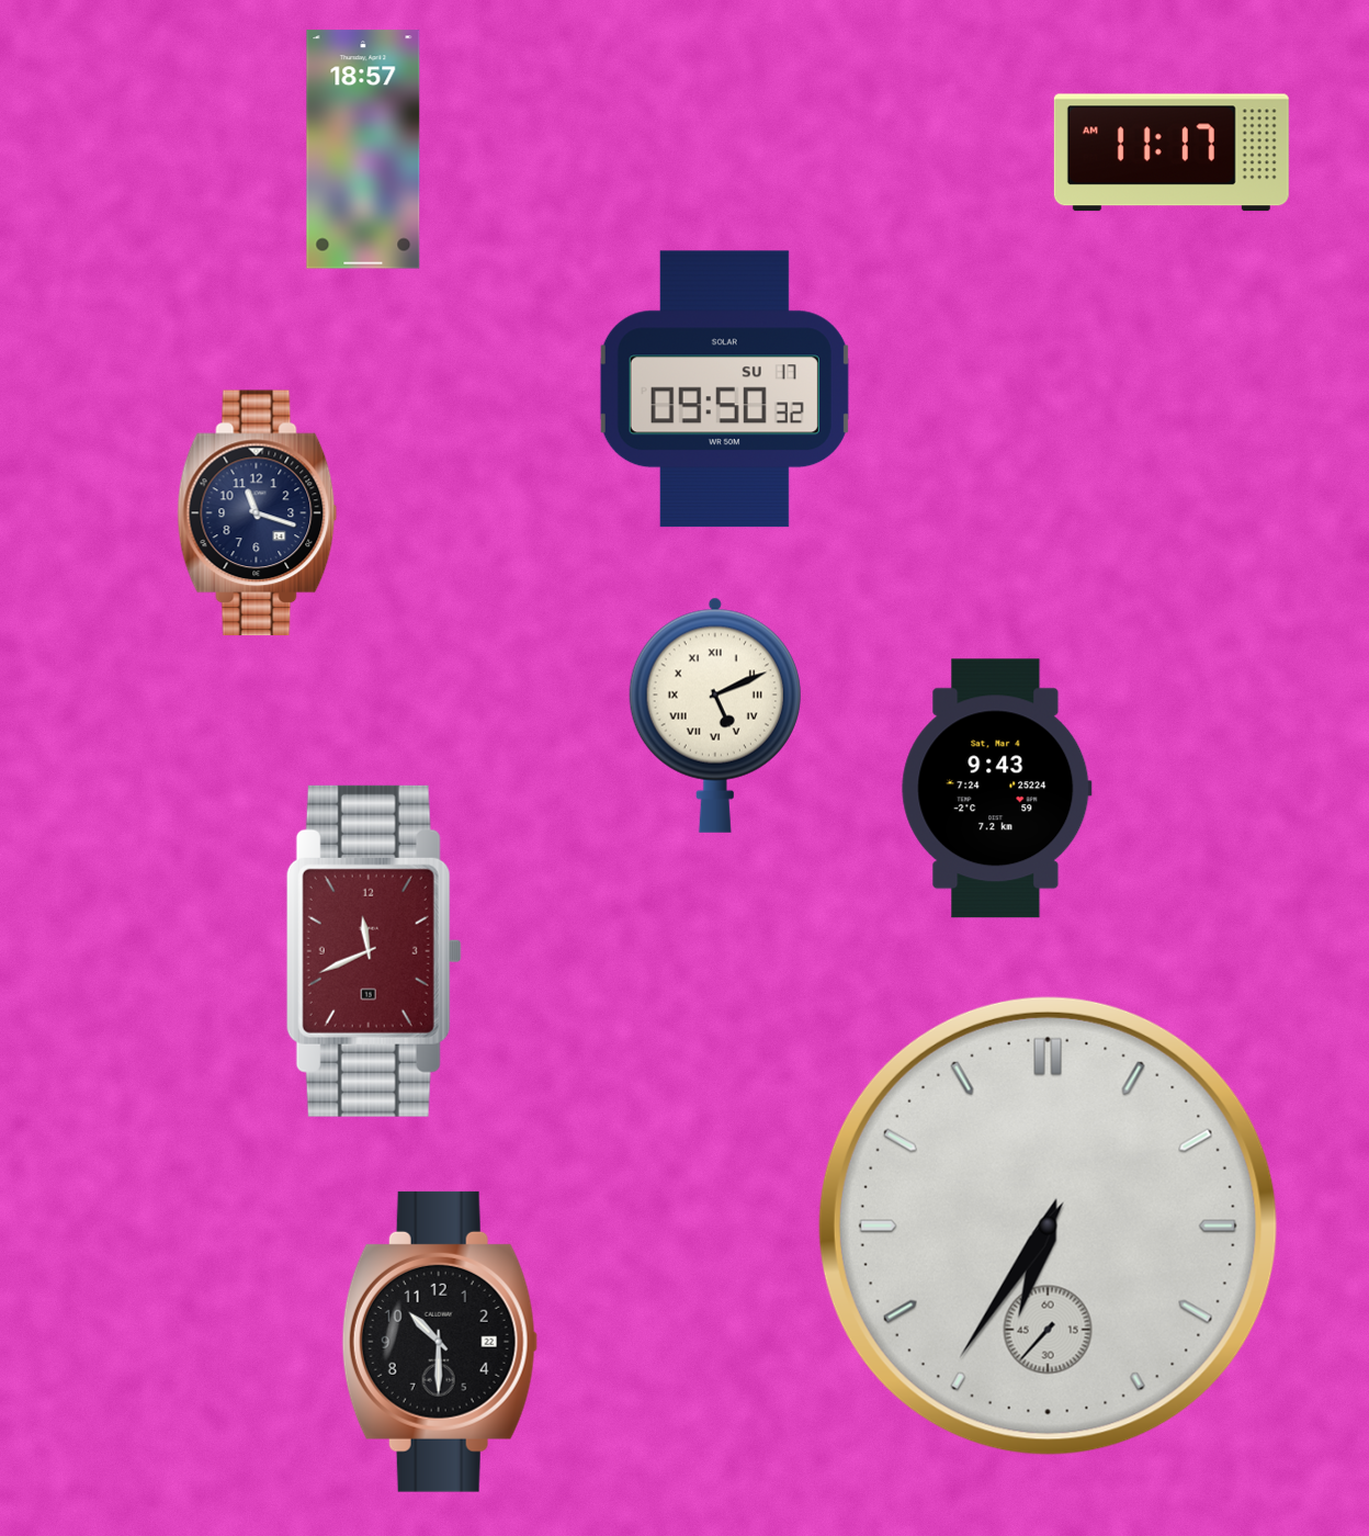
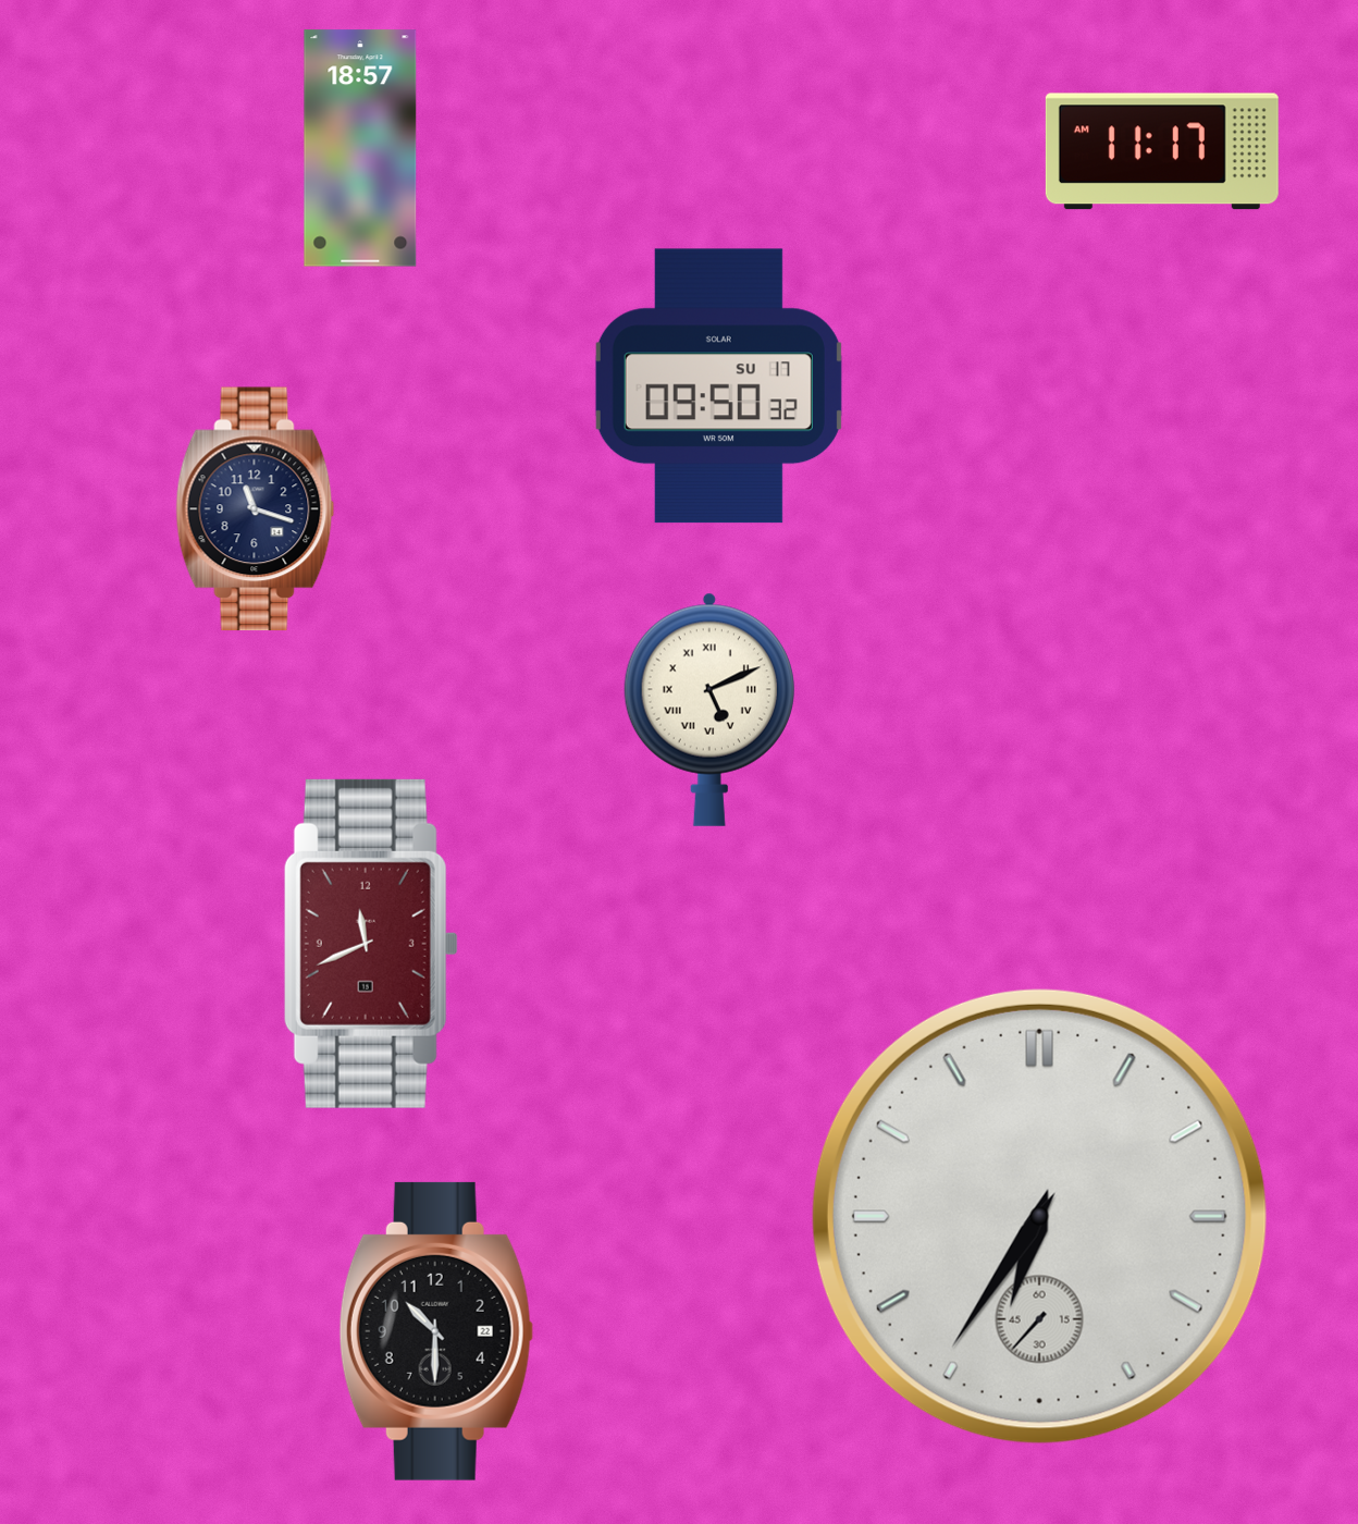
clock at (997, 789): 9:43 -> none
